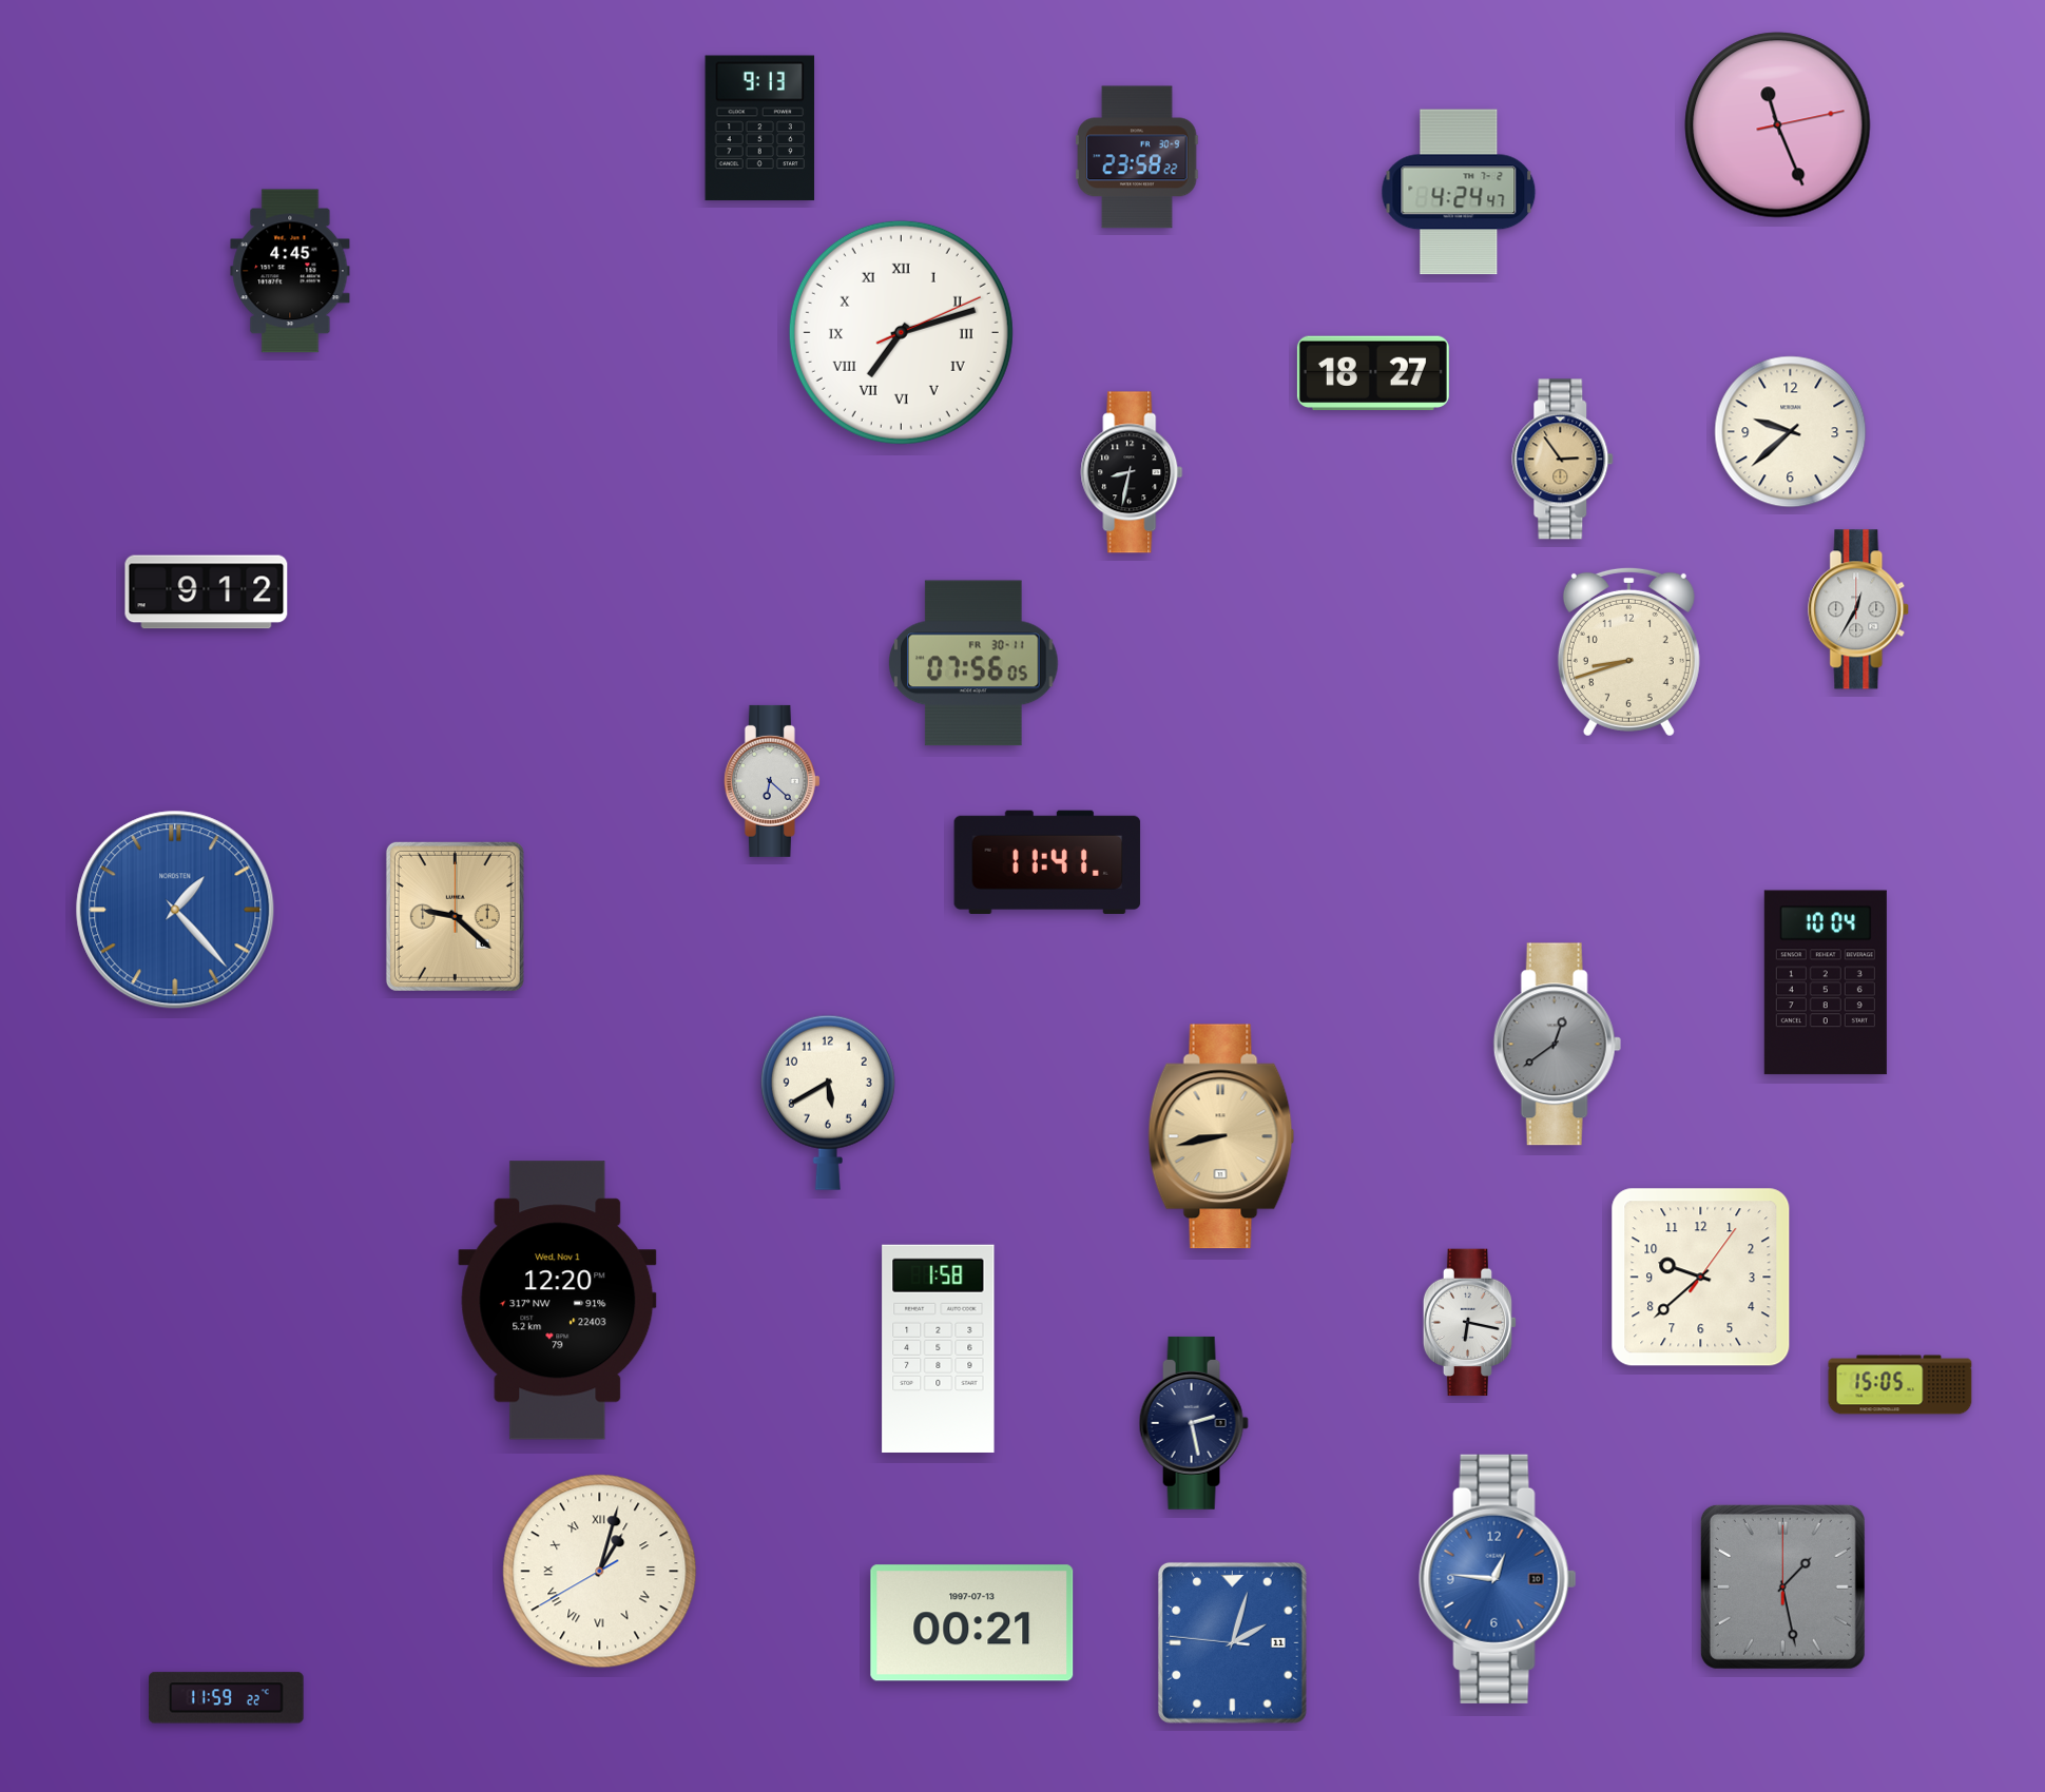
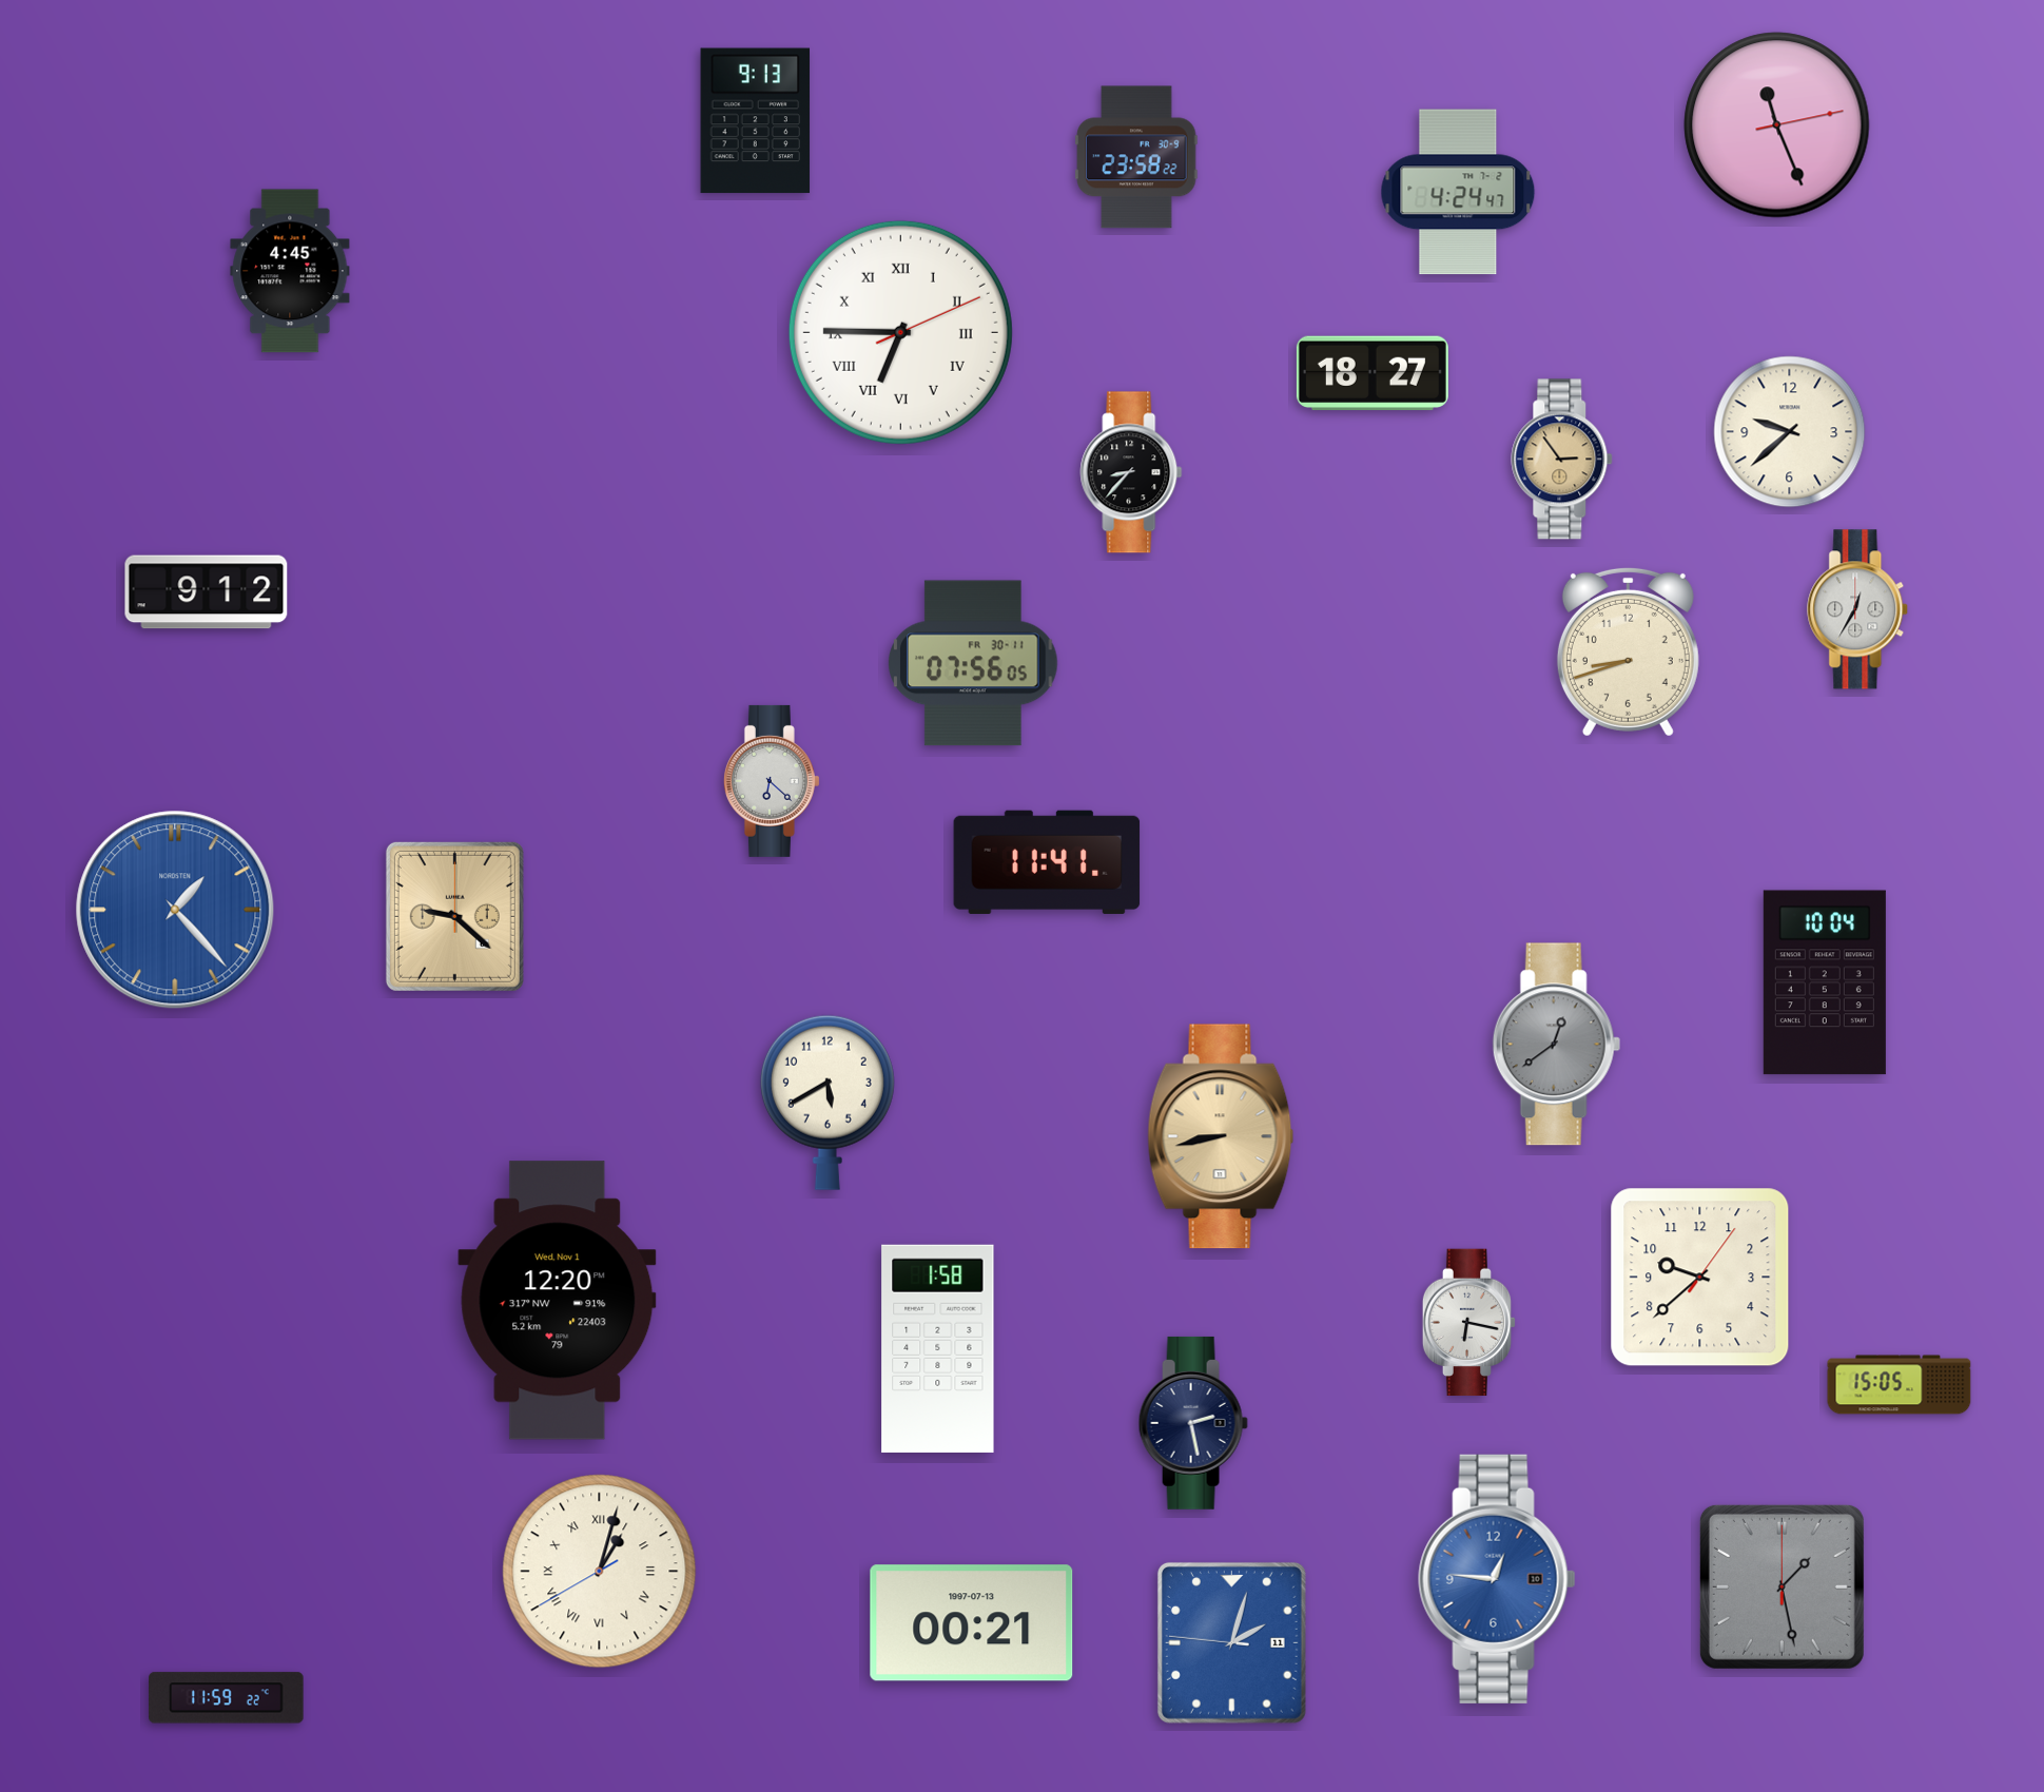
clock at (760, 129) position: (760, 129) -> (756, 121)
clock at (901, 332): 7:12 -> 6:45
clock at (1132, 472): 8:32 -> 8:37
